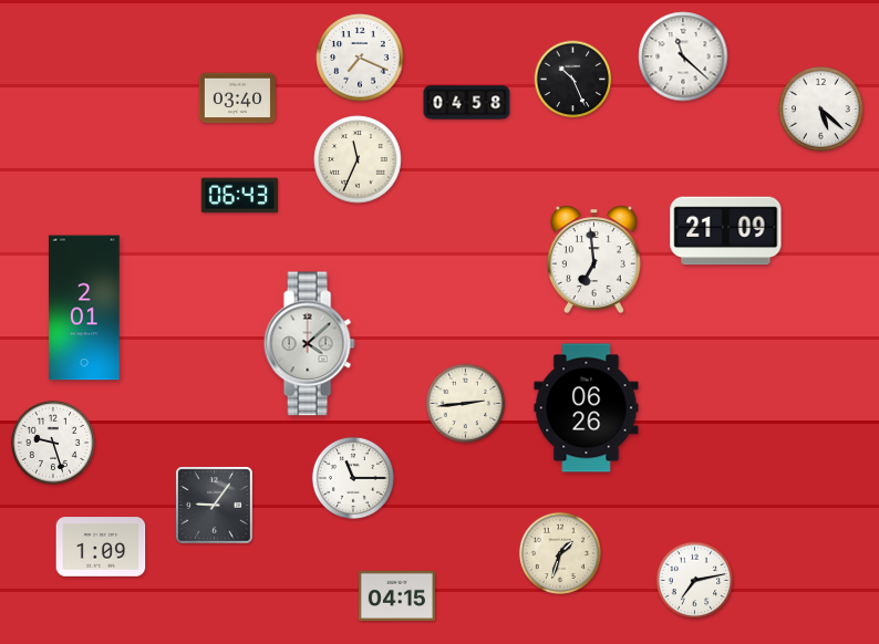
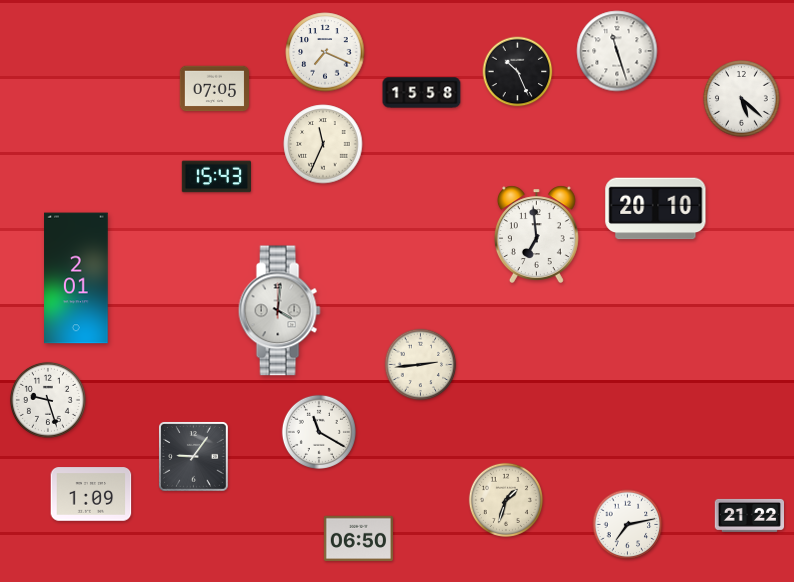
clock at (683, 56): 11:22 -> 11:27
clock at (237, 98): 03:40 -> 07:05
clock at (467, 103): 04:58 -> 15:58
clock at (239, 196): 06:43 -> 15:43
clock at (726, 231): 21:09 -> 20:10
clock at (309, 344): 4:08 -> 4:01
clock at (587, 408): 06:26 -> none
clock at (353, 478): 11:15 -> 11:20
clock at (749, 515): none -> 21:22
clock at (396, 596): 04:15 -> 06:50
